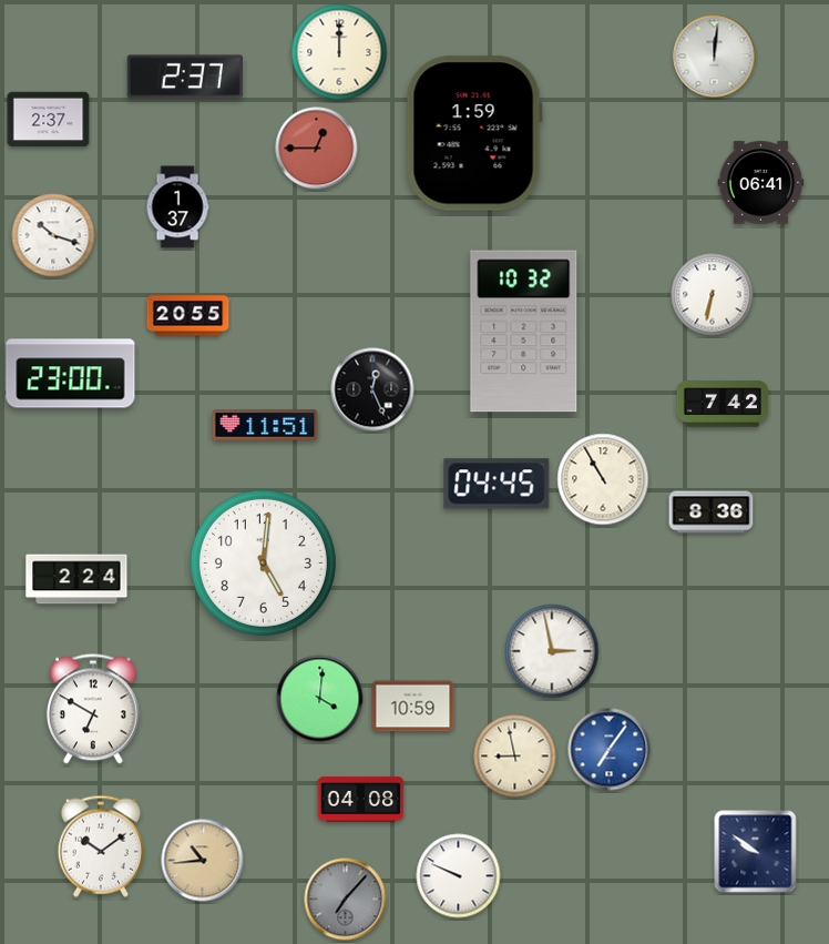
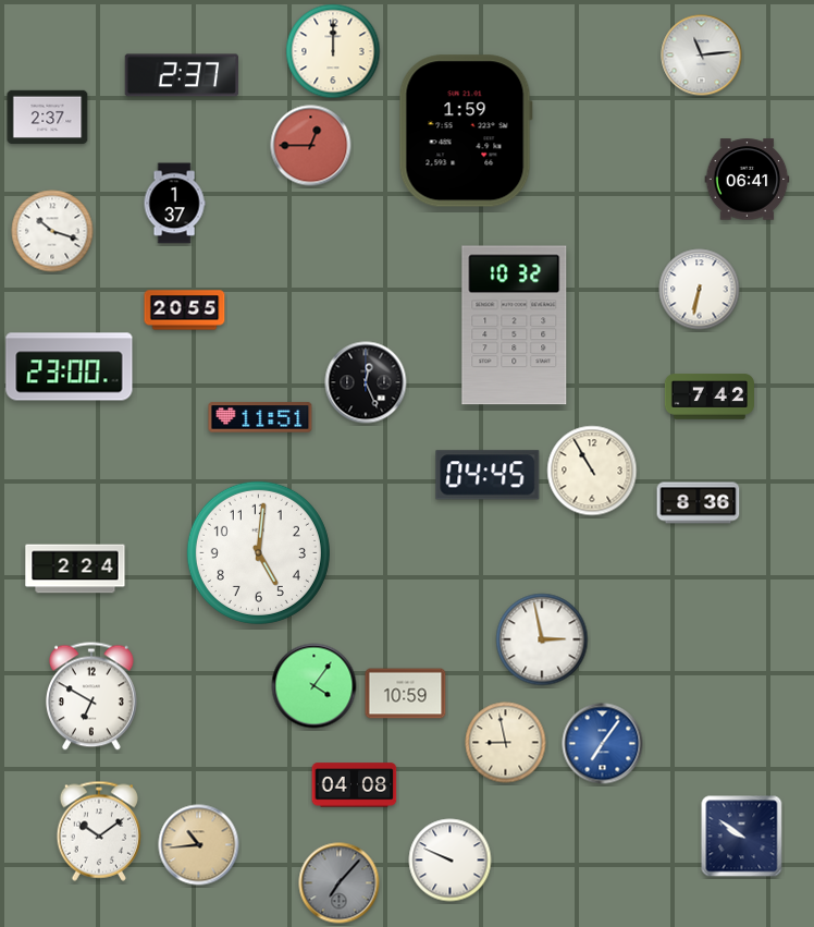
clock at (715, 57): 12:01 -> 11:14
clock at (320, 699): 4:01 -> 4:06
clock at (610, 750) position: (610, 750) -> (603, 744)
